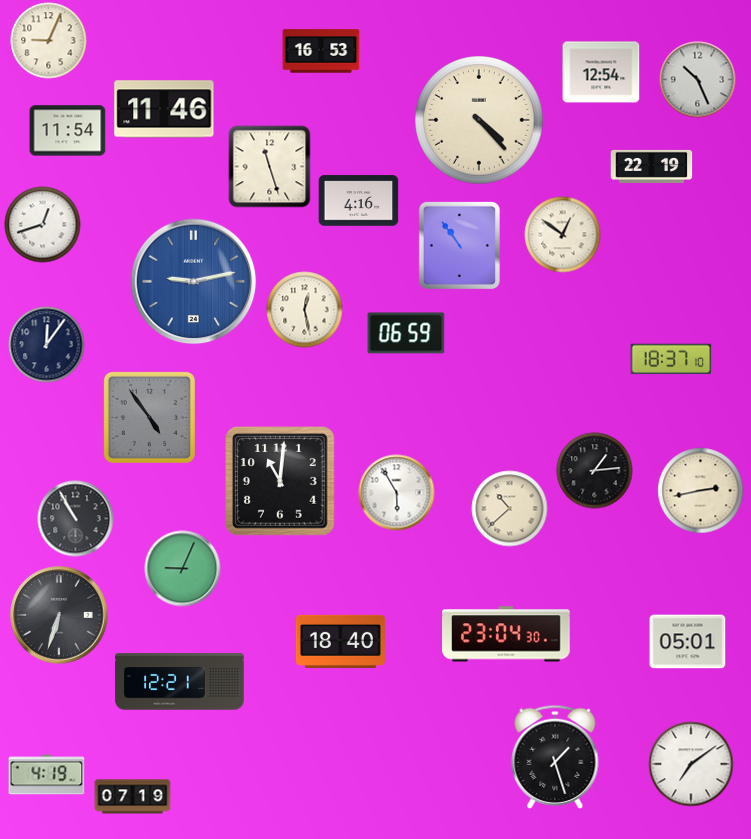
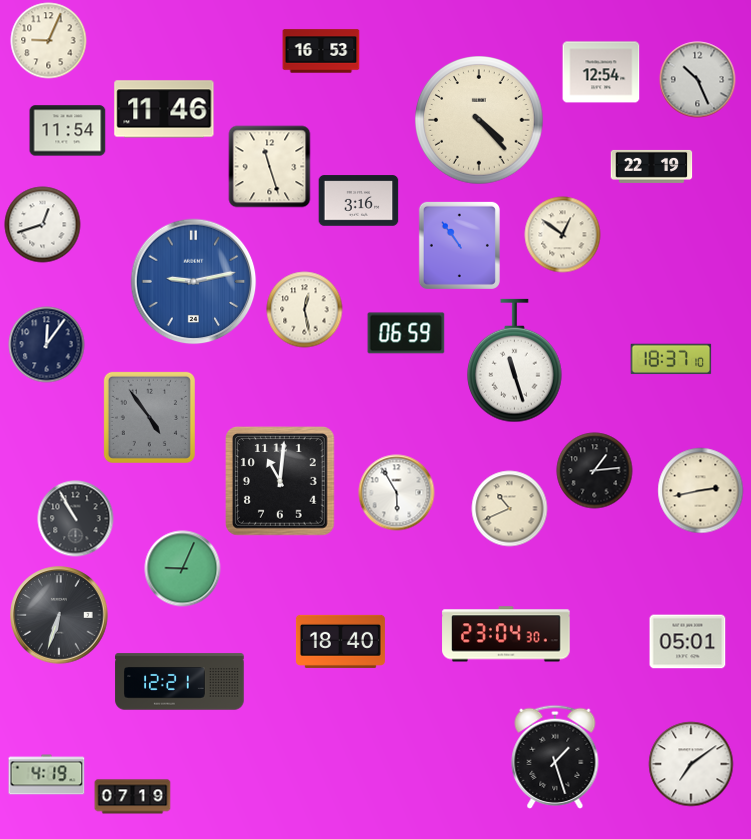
clock at (359, 201): 4:16 -> 3:16
clock at (515, 361): none -> 11:27
clock at (510, 509): 10:38 -> 10:41
